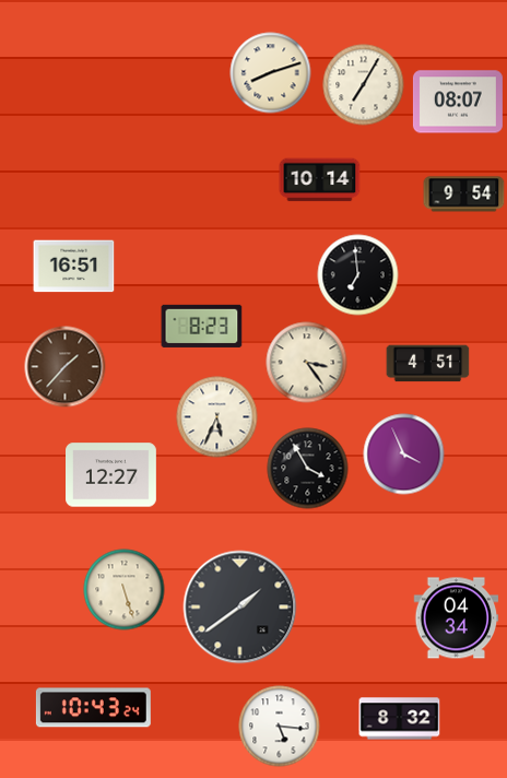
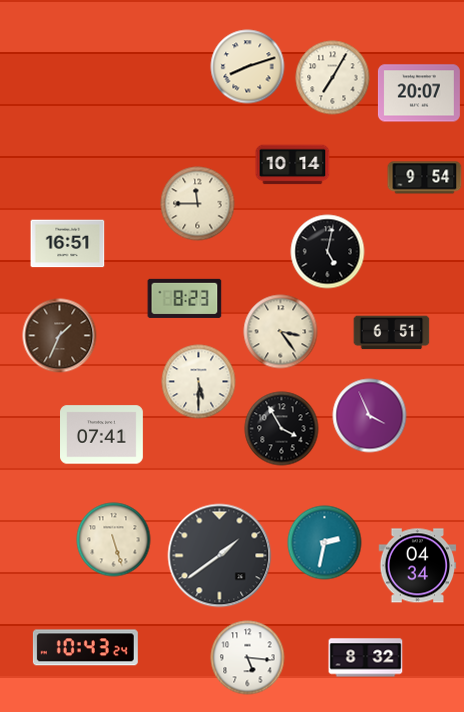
clock at (458, 102): 08:07 -> 20:07
clock at (198, 204): none -> 11:45
clock at (358, 275): 6:59 -> 5:02
clock at (428, 364): 4:51 -> 6:51
clock at (66, 367): 1:37 -> 1:34
clock at (217, 417): 5:34 -> 5:30
clock at (111, 475): 12:27 -> 07:41
clock at (325, 543): none -> 2:32
clock at (280, 727) position: (280, 727) -> (248, 658)
